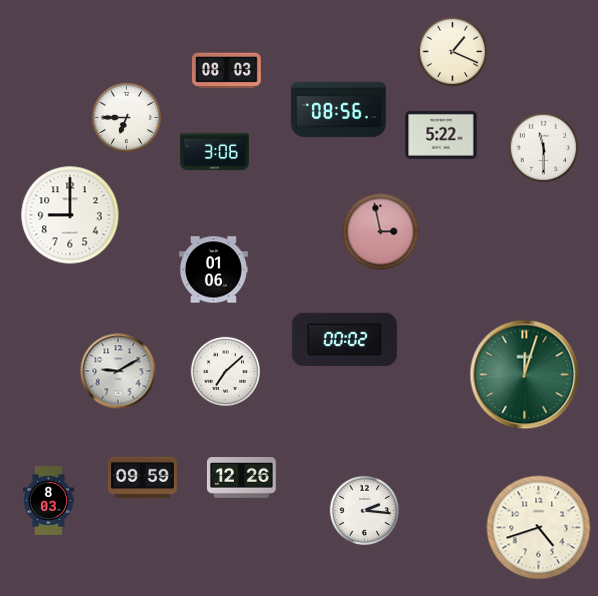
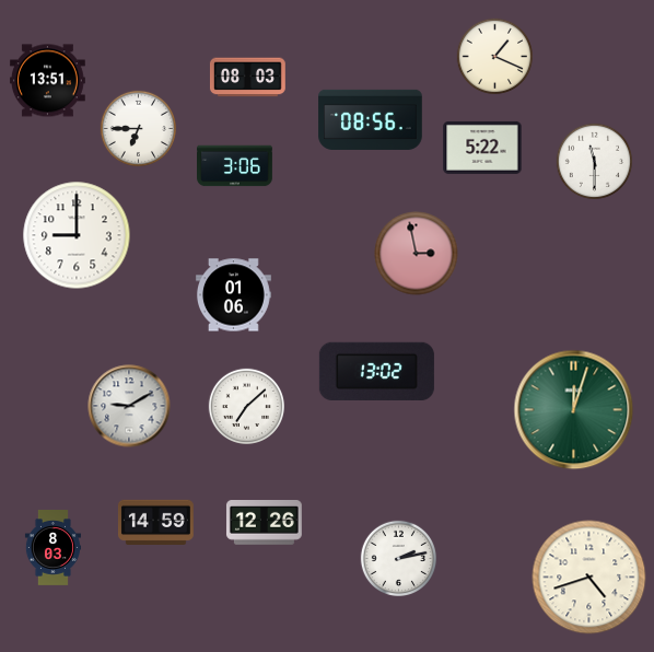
clock at (47, 81): none -> 13:51
clock at (344, 339): 00:02 -> 13:02
clock at (142, 477): 09:59 -> 14:59
clock at (364, 510): 2:16 -> 2:13
